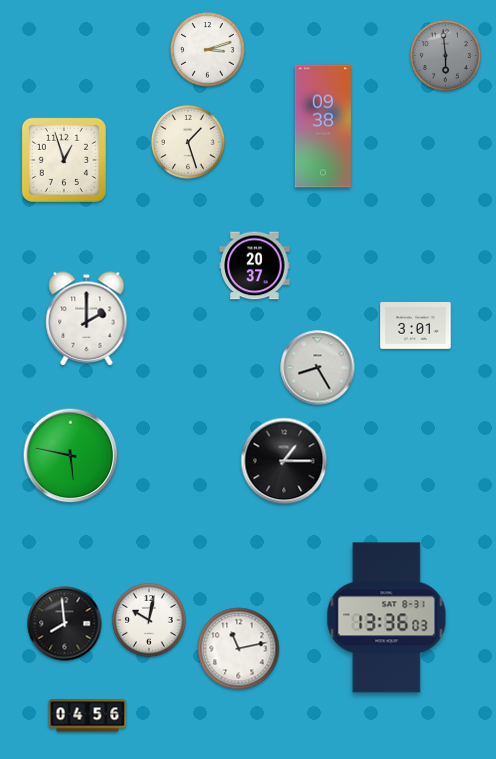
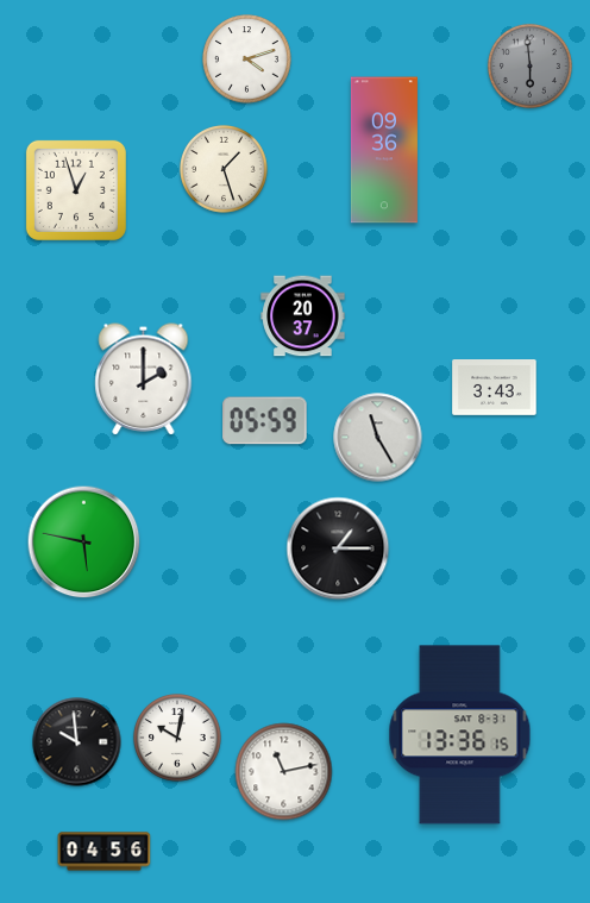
clock at (208, 50): 3:12 -> 4:12
clock at (323, 126): 09:38 -> 09:36
clock at (87, 319) position: (87, 319) -> (144, 380)
clock at (416, 326): 3:01 -> 3:43
clock at (265, 421): none -> 05:59
clock at (318, 368): 8:25 -> 11:25
clock at (387, 618): 13:36:03 -> 13:36:15
clock at (65, 624): 7:59 -> 9:59
